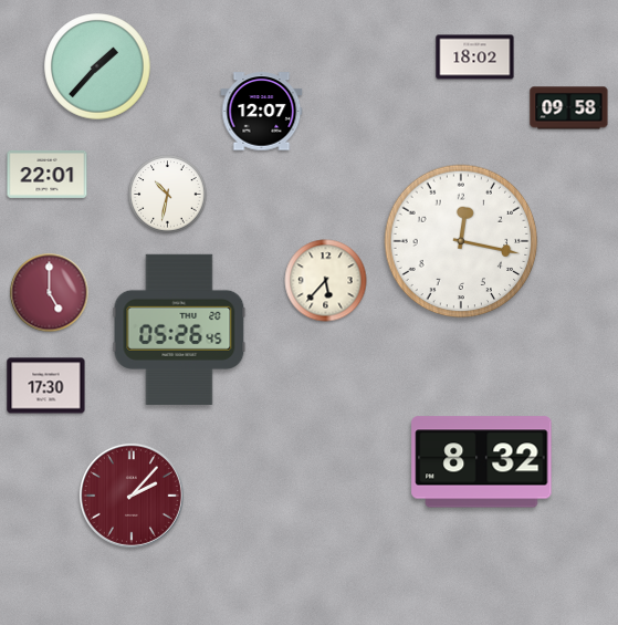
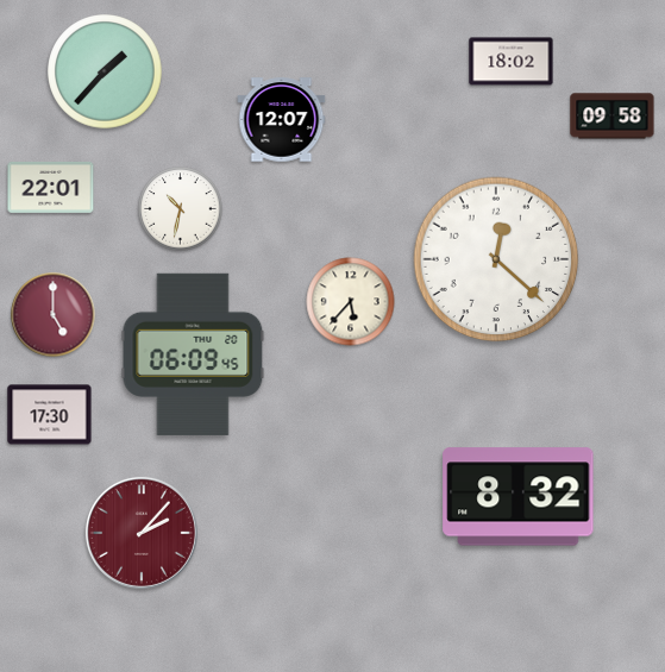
clock at (461, 241): 12:17 -> 12:22
clock at (179, 330): 05:26 -> 06:09
